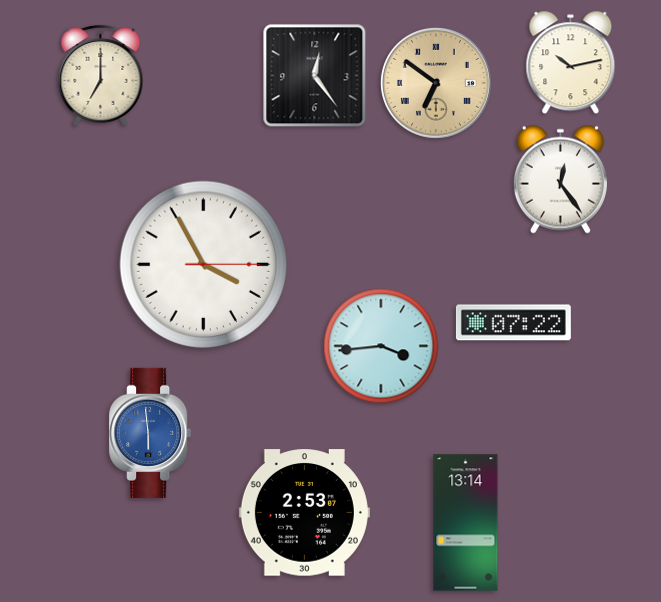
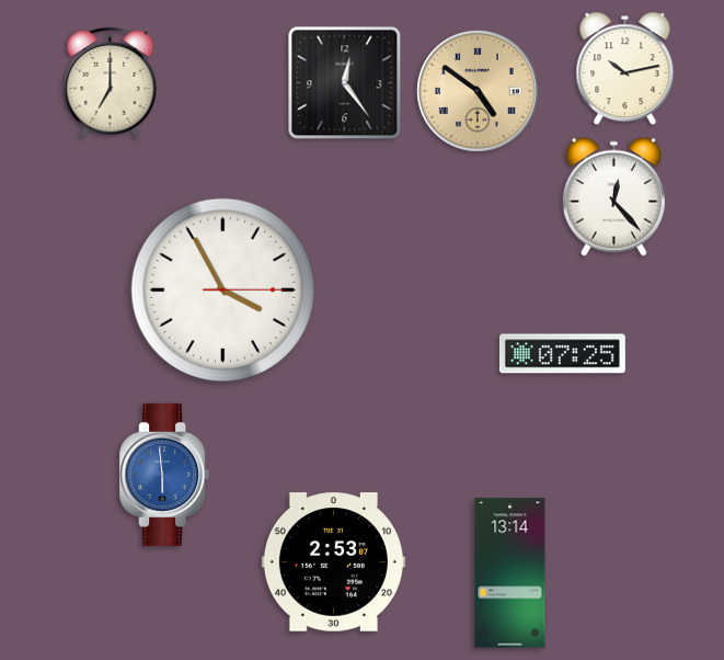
clock at (437, 84): 6:51 -> 4:51
clock at (560, 179): 12:24 -> 12:23
clock at (513, 323): 07:22 -> 07:25
clock at (381, 346): 3:44 -> none
